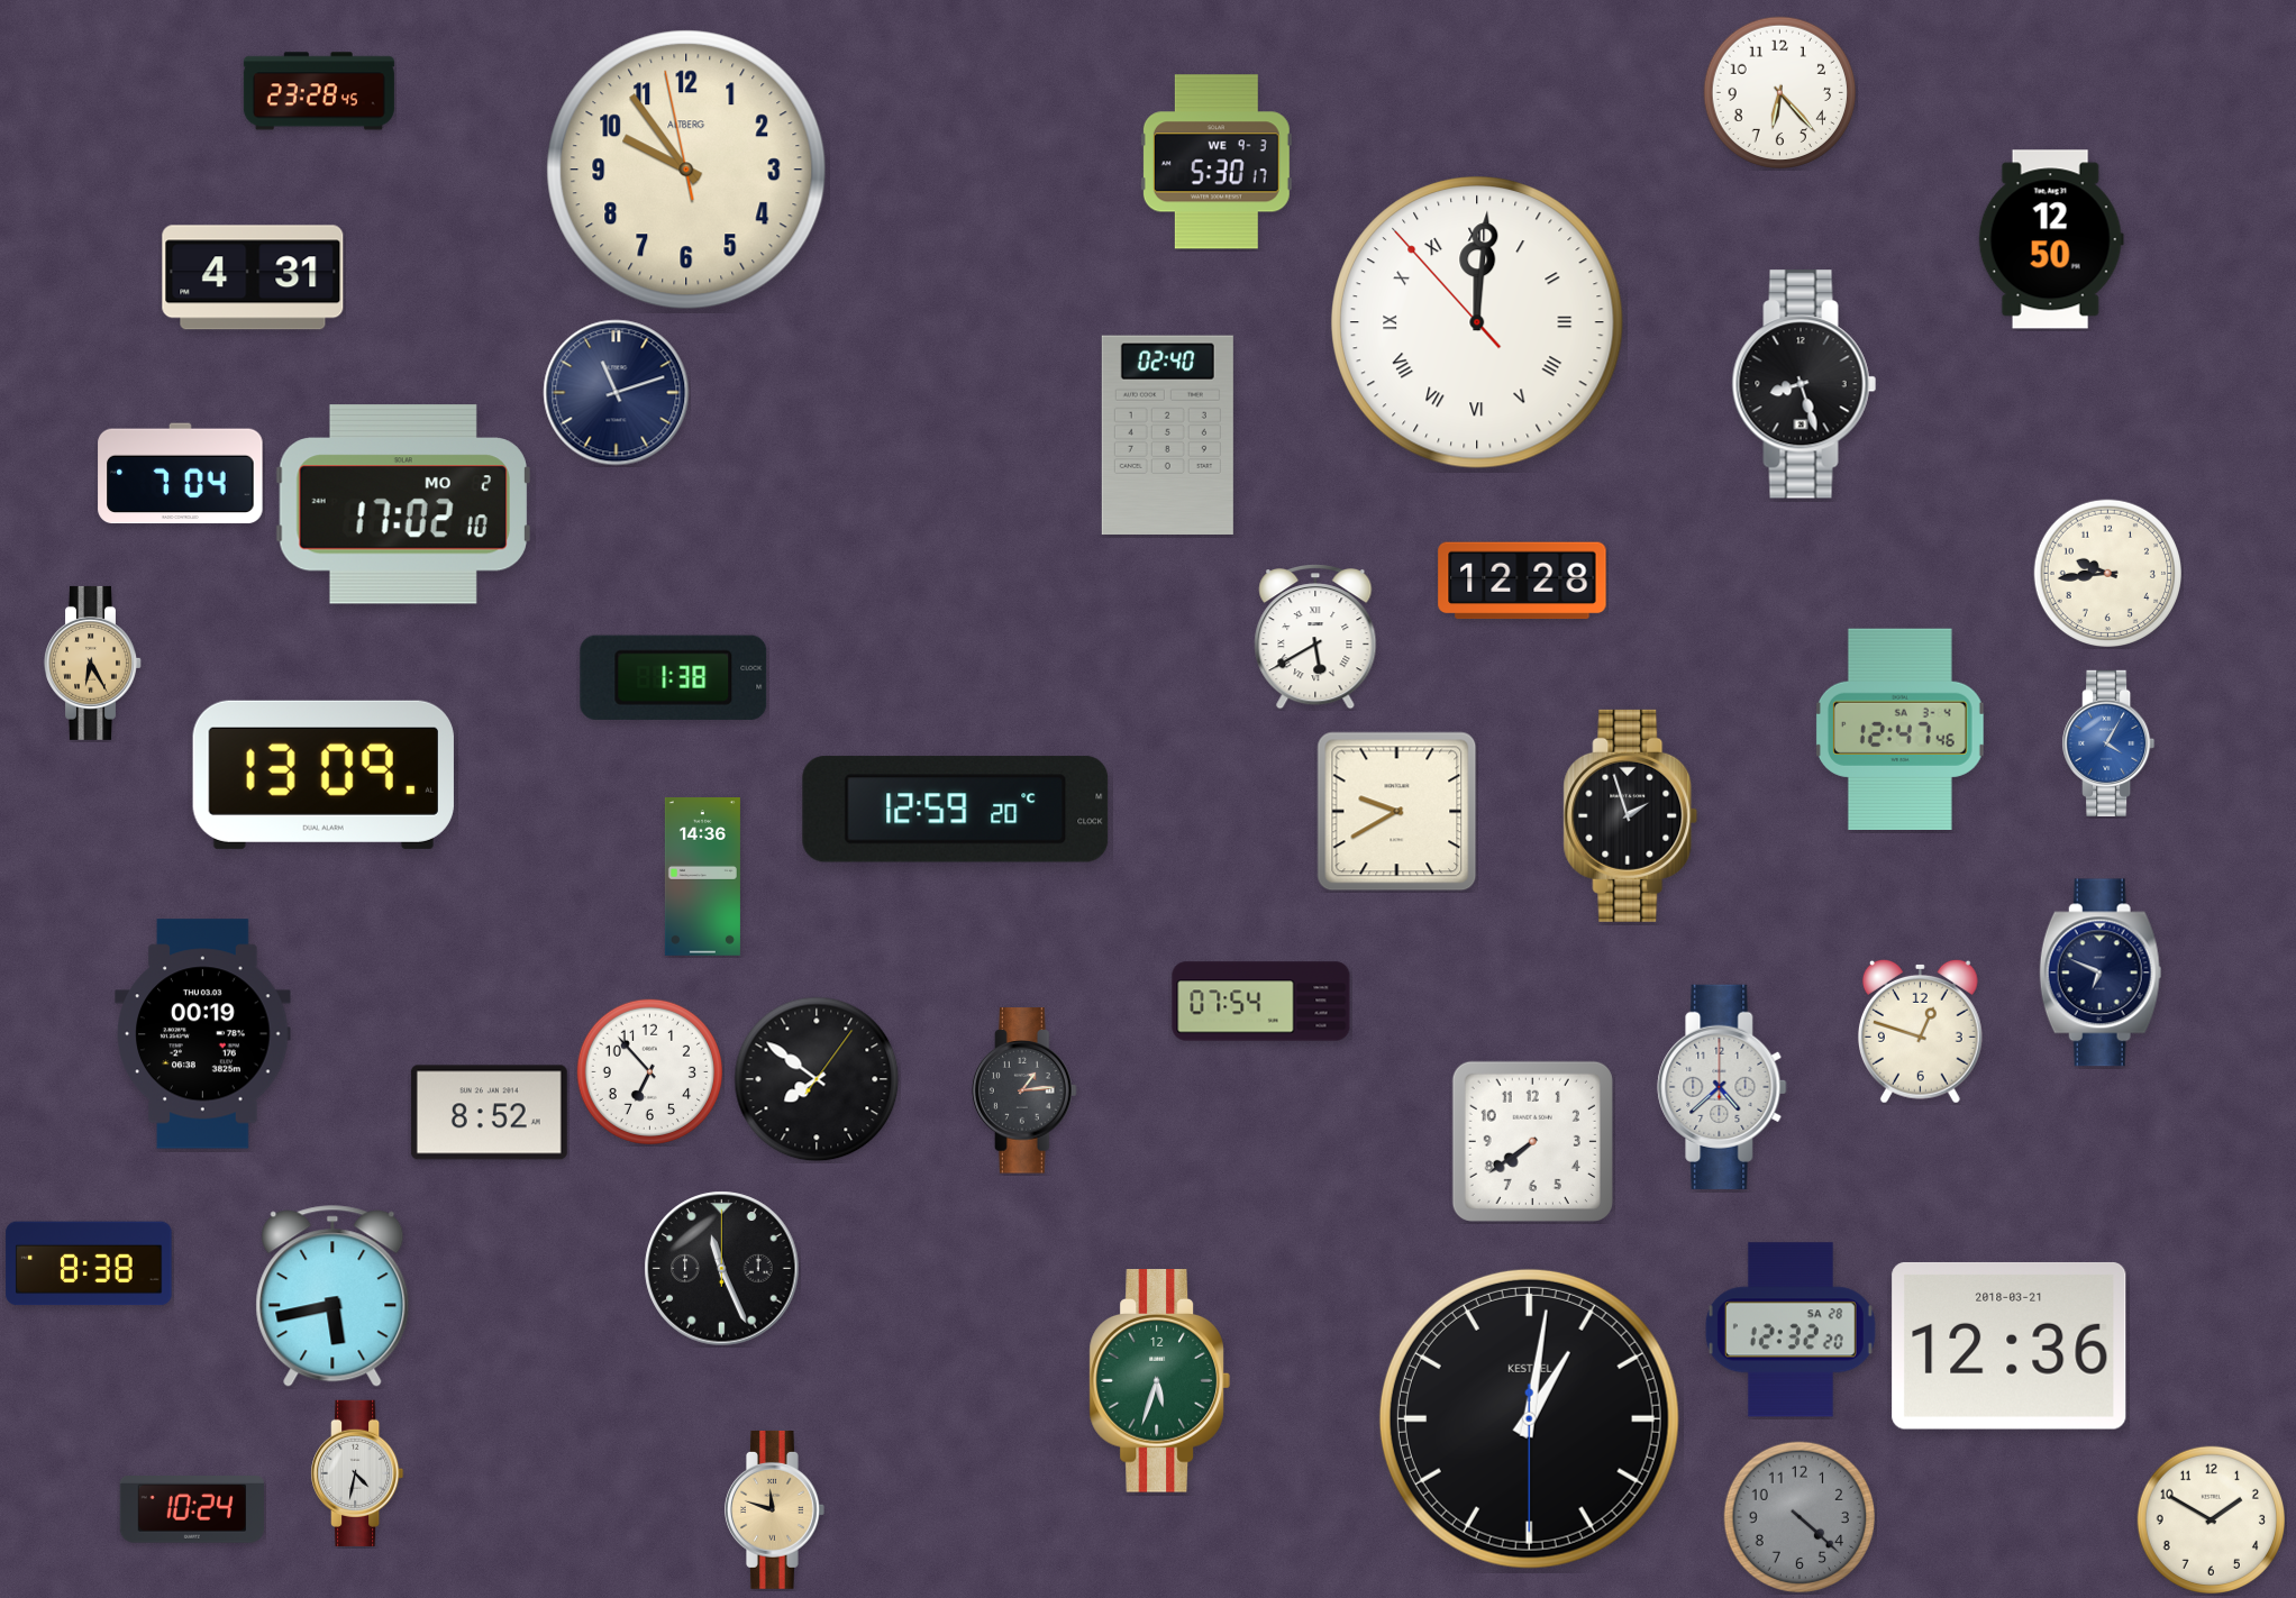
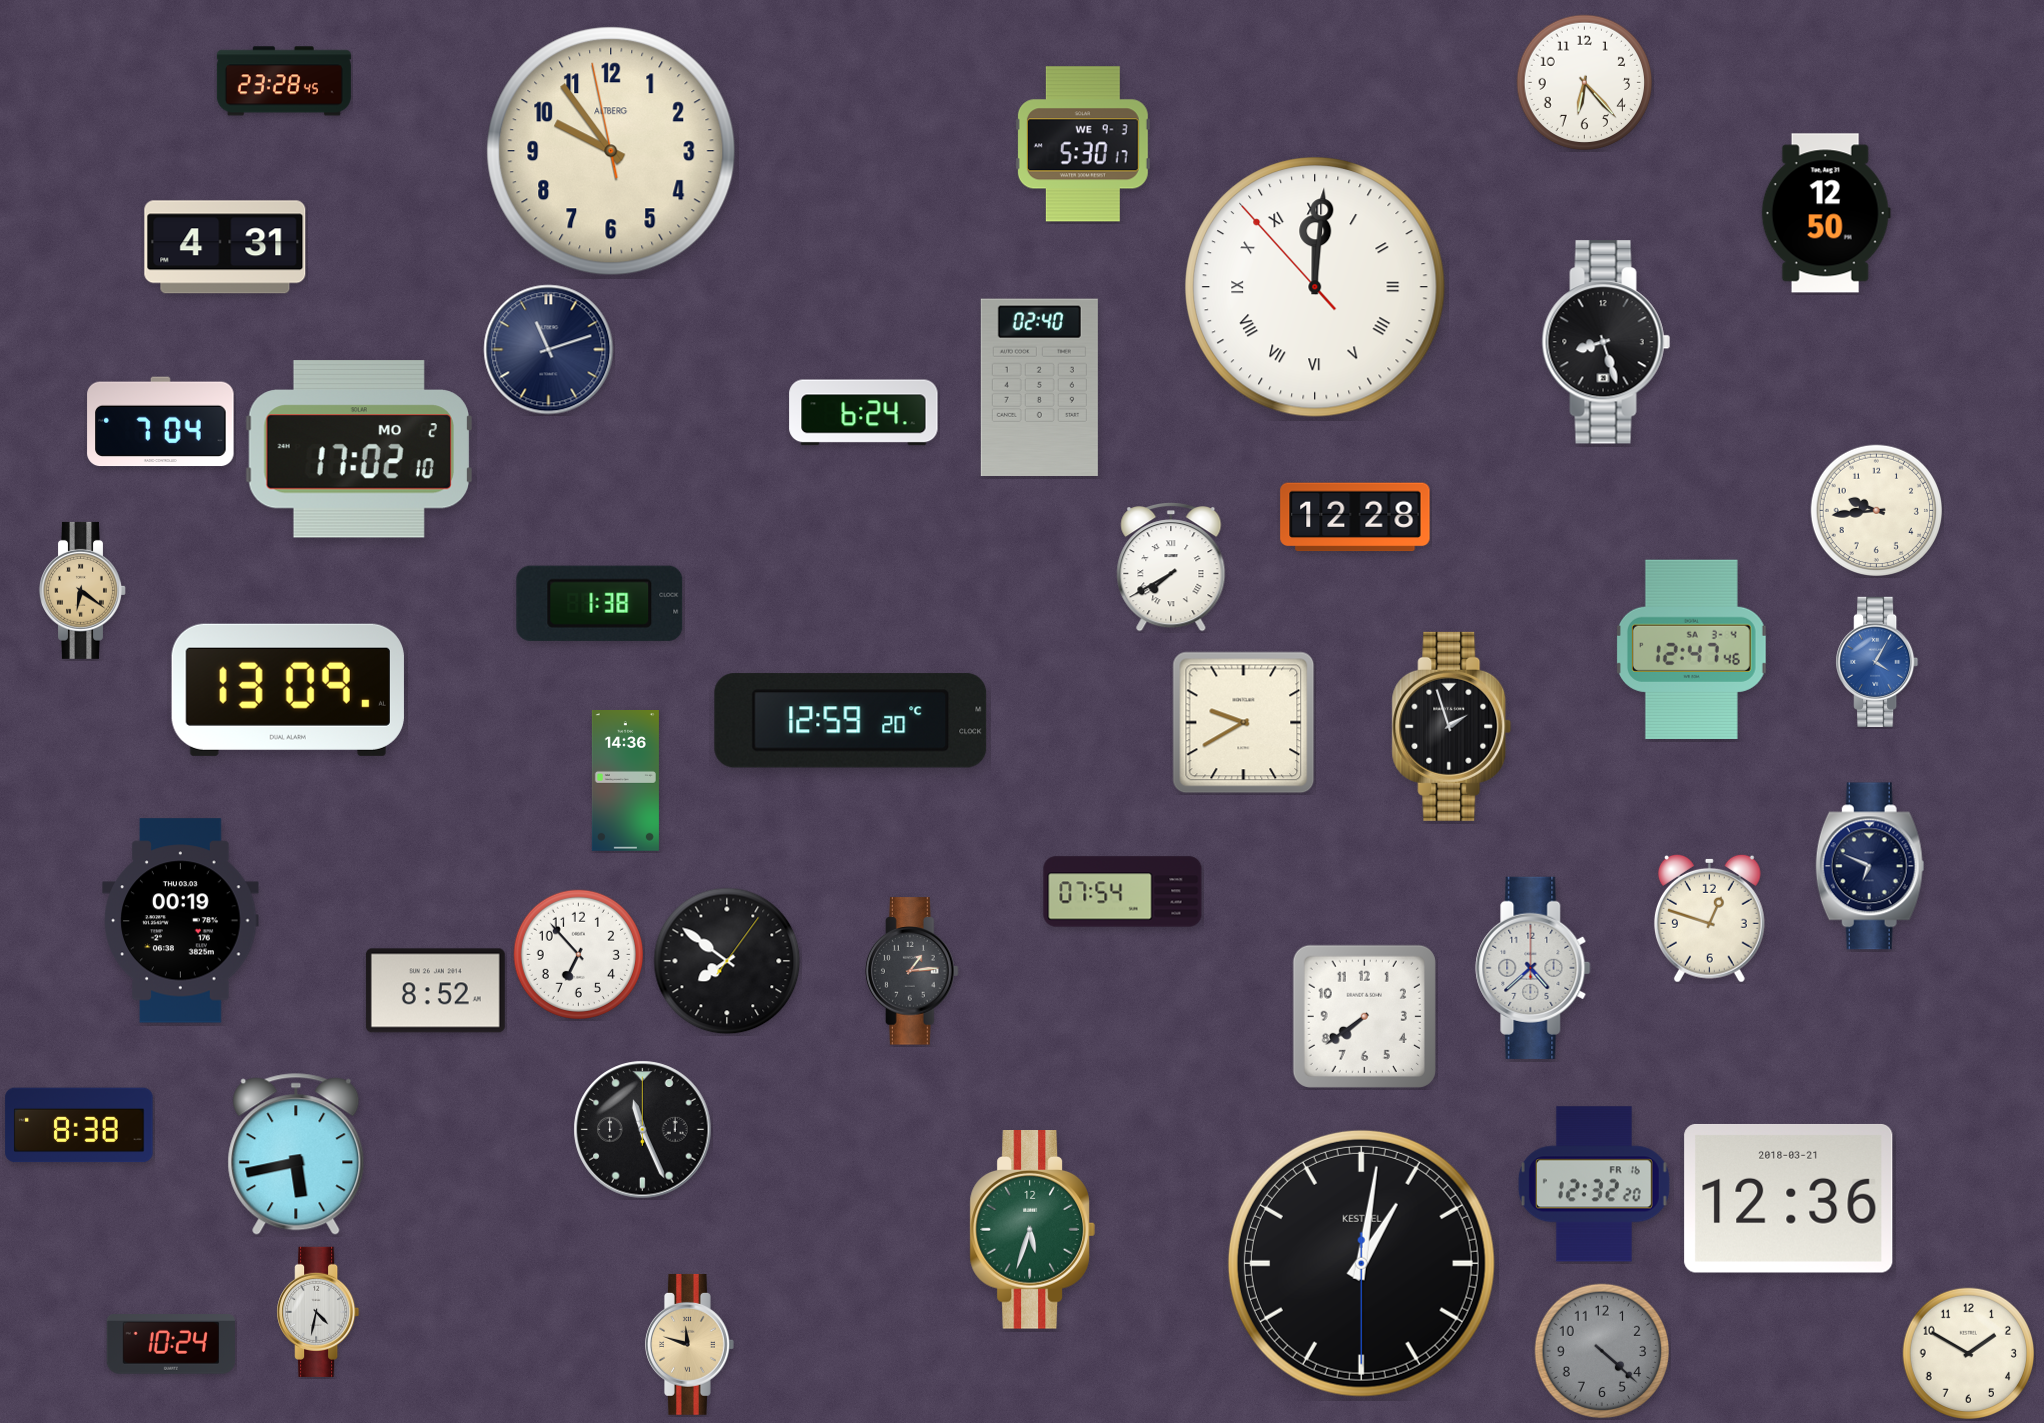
clock at (864, 413): none -> 6:24
clock at (1315, 637): 5:40 -> 7:40
clock at (93, 663): 6:25 -> 6:21
clock at (1791, 1330) date: SA 28 -> FR 16
